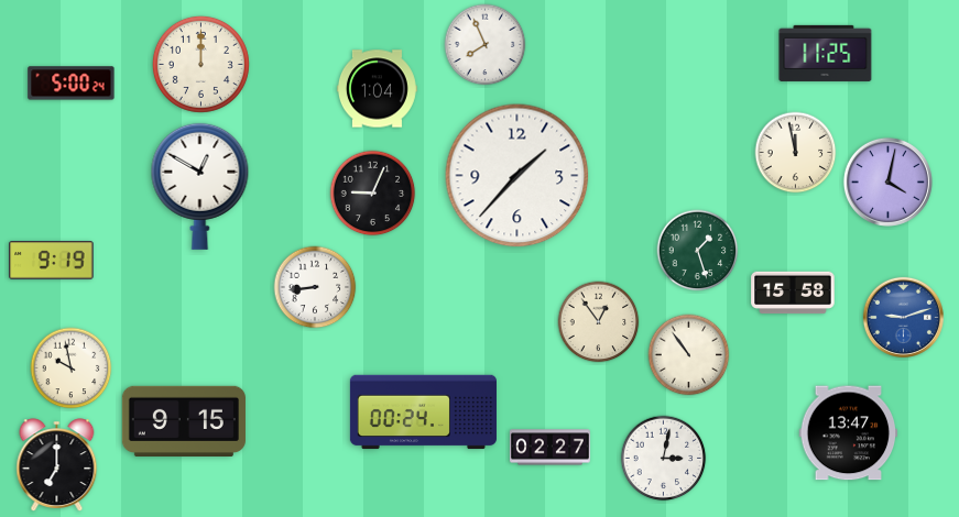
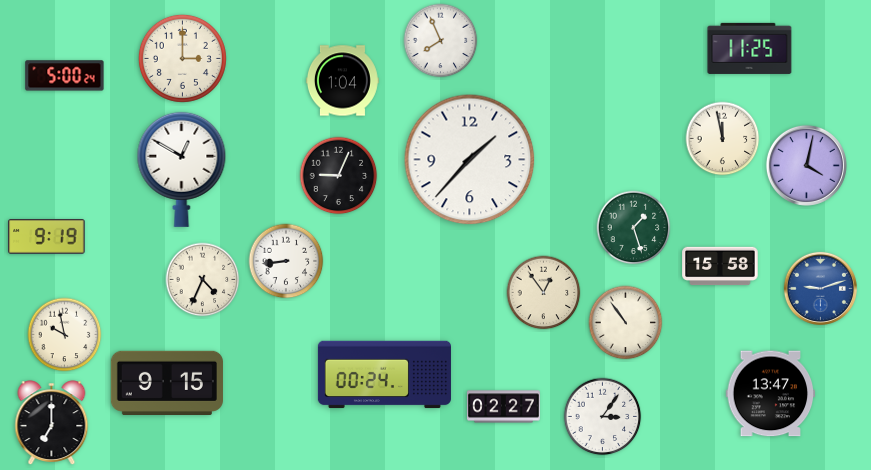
clock at (200, 64): 12:00 -> 3:00
clock at (203, 280): none -> 4:34
clock at (549, 448) position: (549, 448) -> (503, 407)
clock at (664, 459): 3:02 -> 3:06
